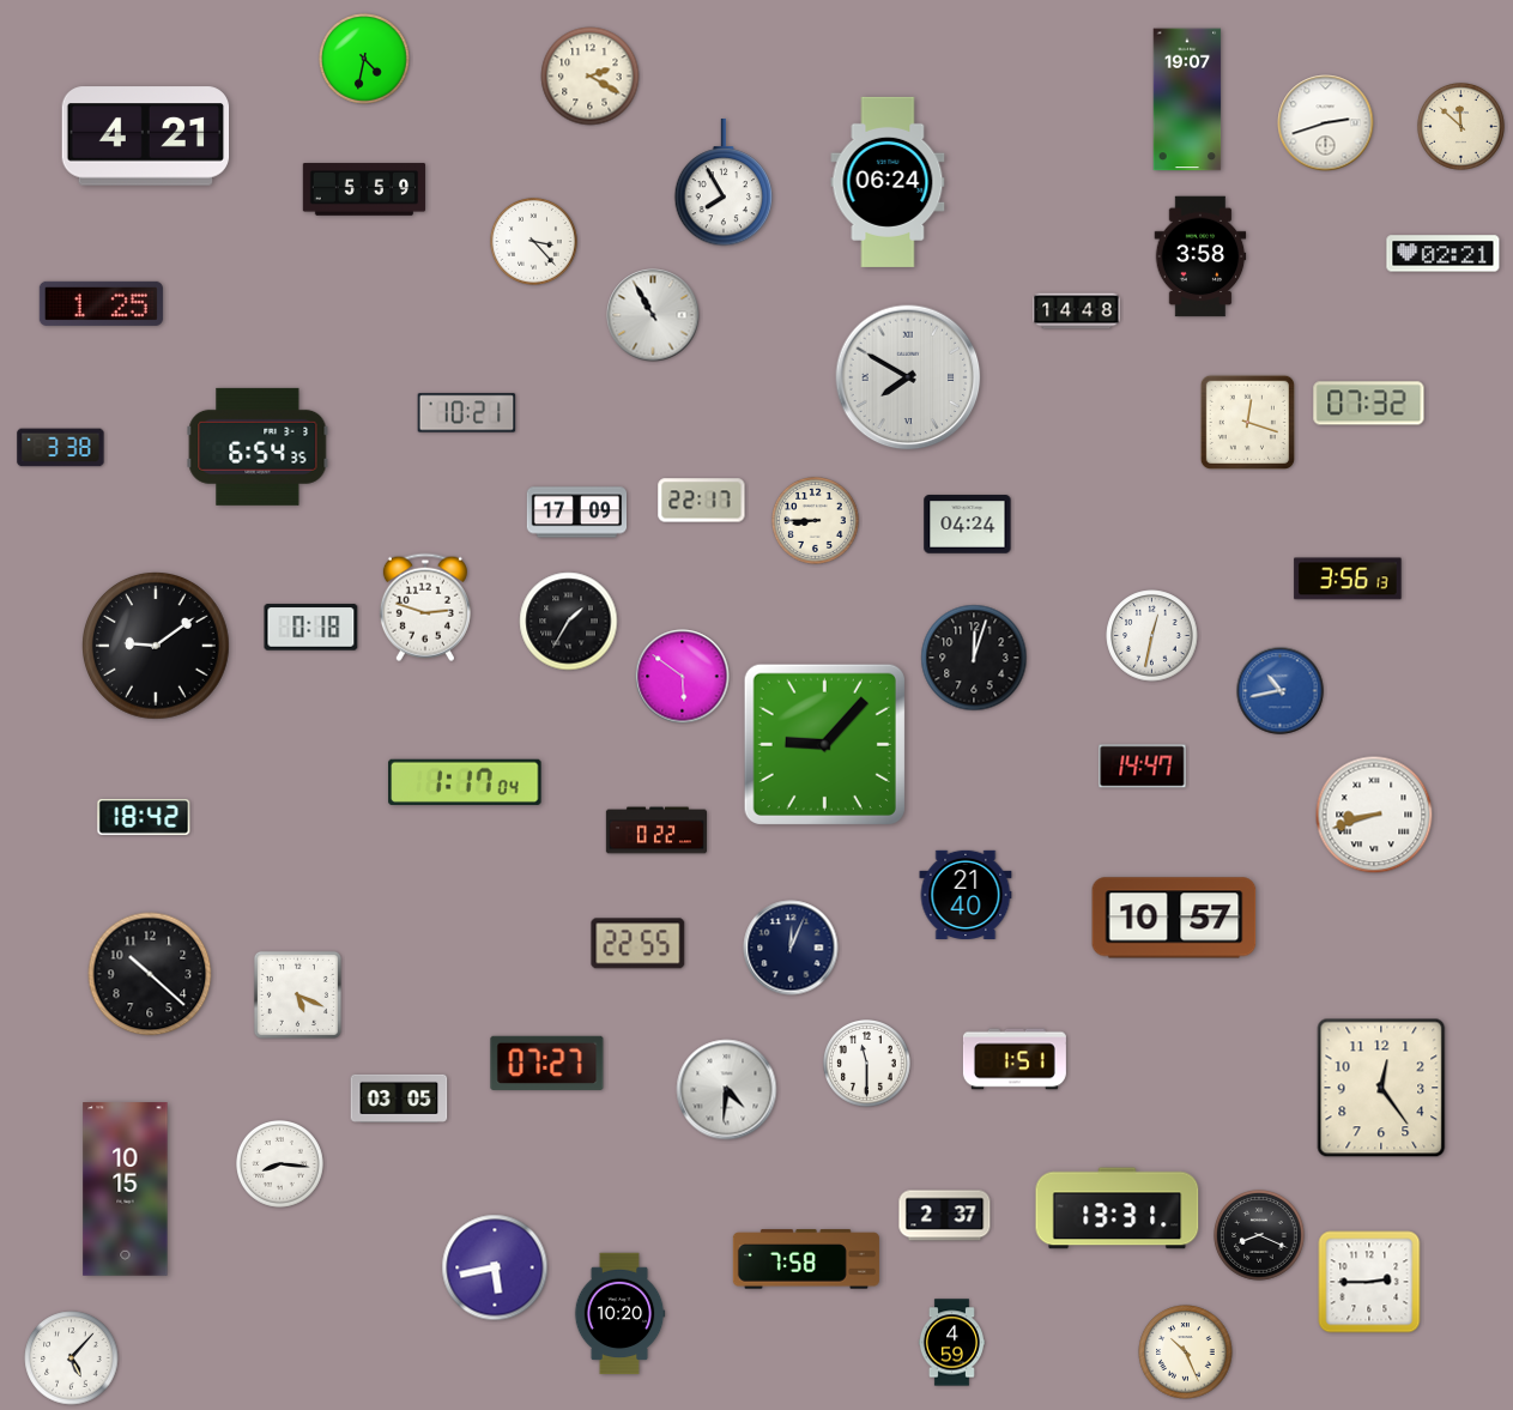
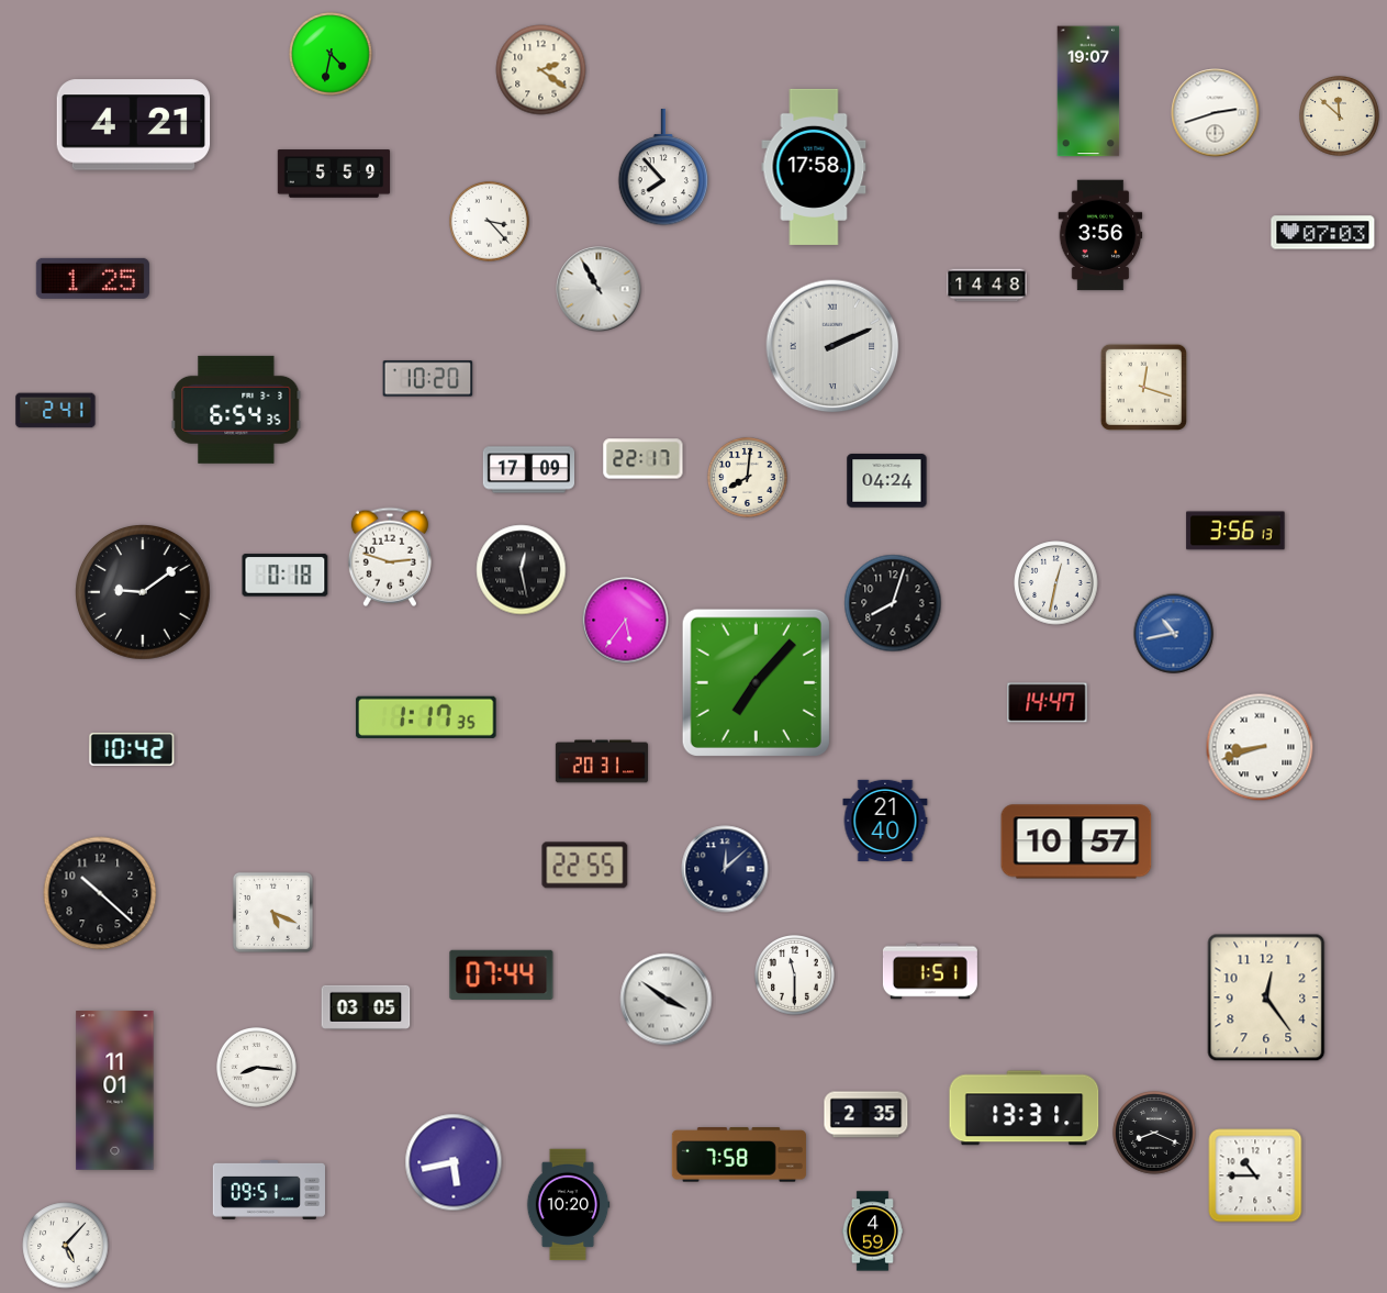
clock at (364, 59) position: (364, 59) -> (331, 54)
clock at (591, 77): 2:20 -> 2:21
clock at (724, 182): 7:55 -> 7:53
clock at (888, 182): 06:24 -> 17:58
clock at (1444, 254): 02:21 -> 07:03
clock at (1200, 256): 3:58 -> 3:56
clock at (908, 377): 7:50 -> 2:11
clock at (1369, 404): 07:32 -> none
clock at (467, 413): 10:21 -> 10:20
clock at (61, 448): 3:38 -> 2:41
clock at (816, 521): 8:45 -> 8:01
clock at (569, 622): 1:35 -> 12:28
clock at (974, 658): 12:03 -> 8:03
clock at (683, 677): 5:51 -> 5:36
clock at (824, 744): 9:07 -> 7:07
clock at (465, 782): 1:17:04 -> 1:17:35
clock at (144, 817): 18:42 -> 10:42
clock at (655, 830): 0:22 -> 20:31
clock at (791, 948): 12:04 -> 12:08
clock at (150, 974) position: (150, 974) -> (100, 893)
clock at (547, 1063): 07:27 -> 07:44
clock at (727, 1090): 4:31 -> 3:51
clock at (126, 1190): 10:15 -> 11:01
clock at (945, 1216): 2:37 -> 2:35
clock at (1369, 1282): 2:45 -> 10:45
clock at (269, 1190): none -> 09:51
clock at (1186, 1352): 10:26 -> none
